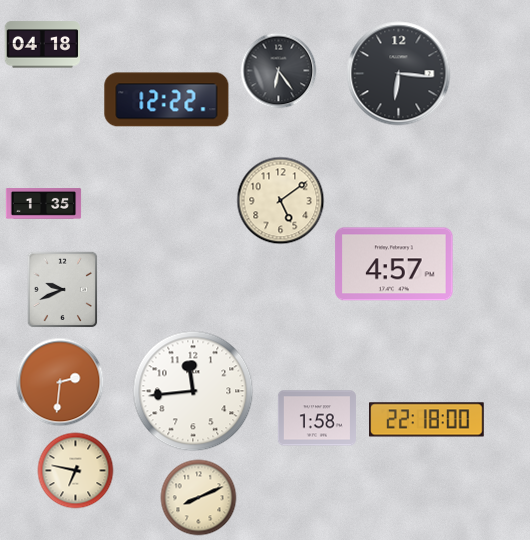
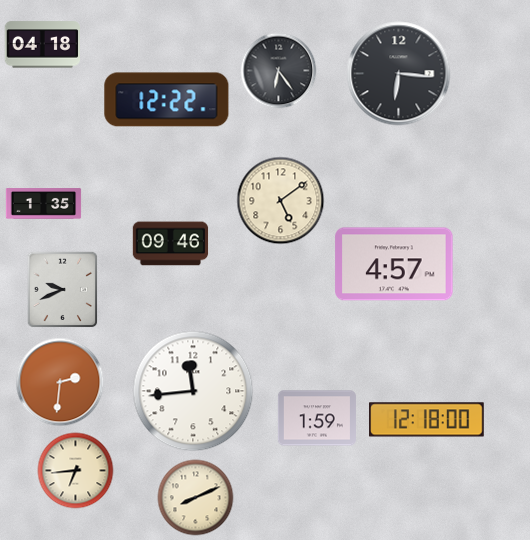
clock at (171, 244): none -> 09:46
clock at (317, 418): 1:58 -> 1:59
clock at (427, 420): 22:18 -> 12:18
clock at (76, 471): 6:47 -> 6:44
clock at (199, 498) position: (199, 498) -> (196, 498)
